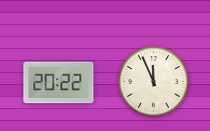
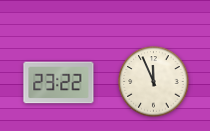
clock at (59, 83): 20:22 -> 23:22
